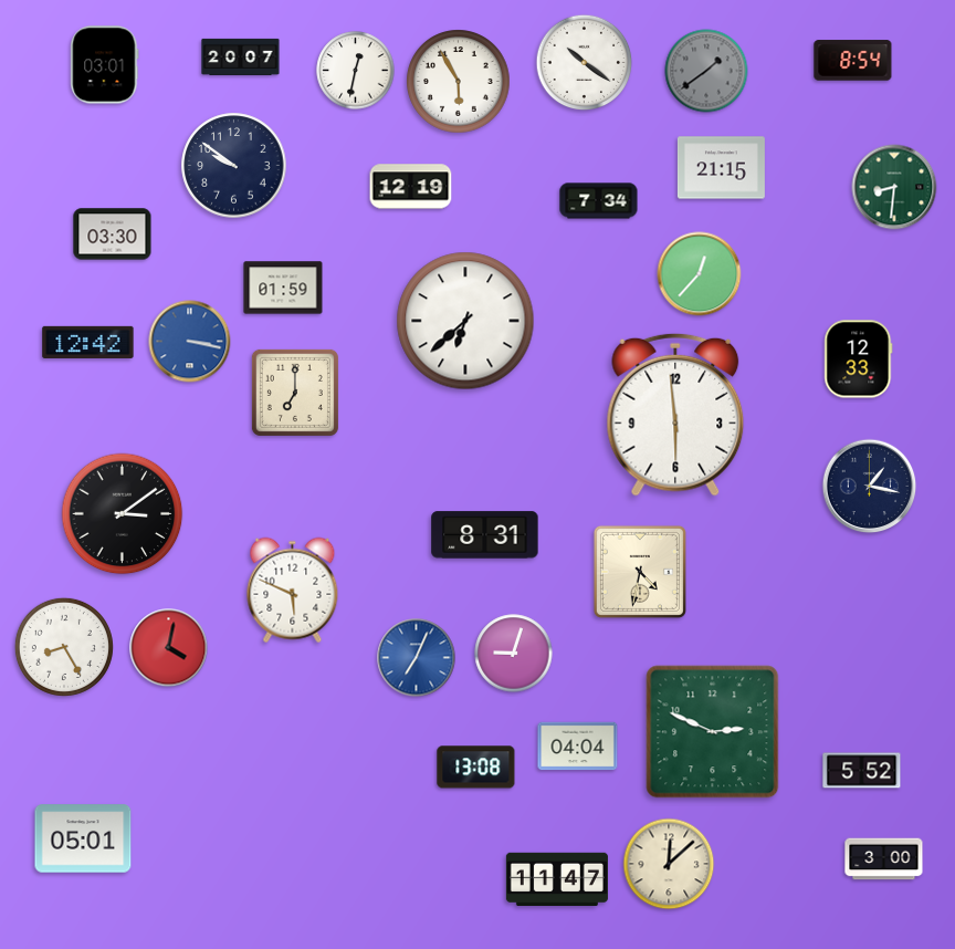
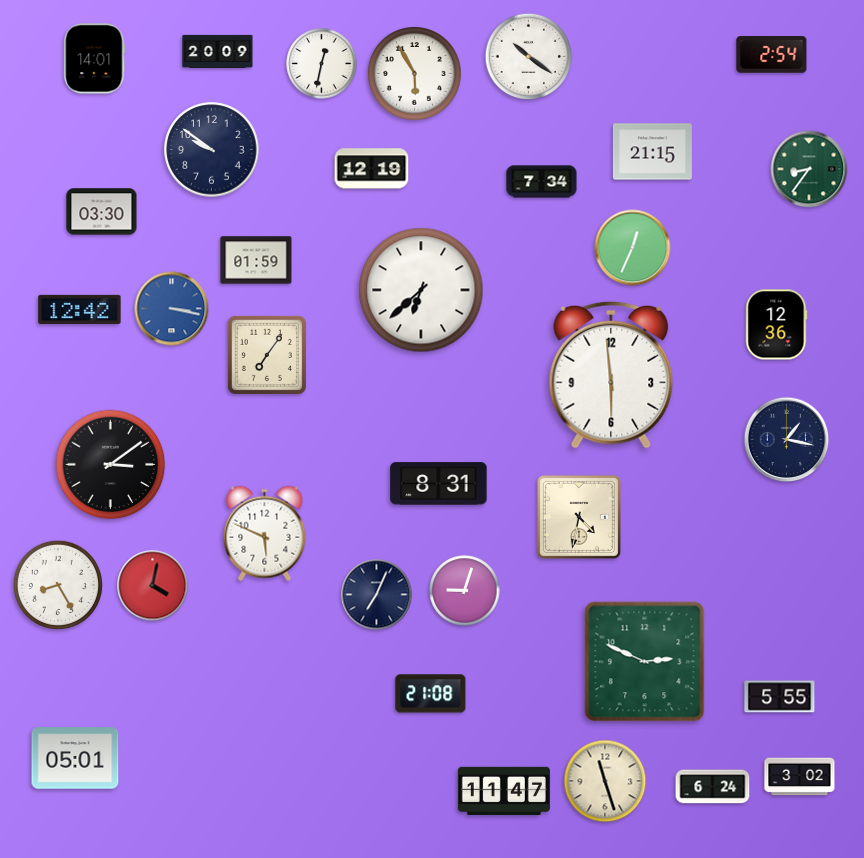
clock at (241, 56): 20:07 -> 20:09
clock at (853, 61): 8:54 -> 2:54
clock at (105, 65): 03:01 -> 14:01
clock at (706, 71): 1:39 -> none
clock at (894, 187): 8:31 -> 8:36
clock at (700, 274): 12:37 -> 12:34
clock at (859, 359): 12:33 -> 12:36
clock at (295, 393): 7:00 -> 7:06
clock at (417, 658) dial: blue -> navy
clock at (578, 747): 04:04 -> none
clock at (476, 768): 13:08 -> 21:08
clock at (862, 771): 5:52 -> 5:55
clock at (884, 859): 3:00 -> 3:02
clock at (669, 864): 12:08 -> 11:27
clock at (713, 787): none -> 6:24
clock at (557, 878) position: (557, 878) -> (504, 790)
